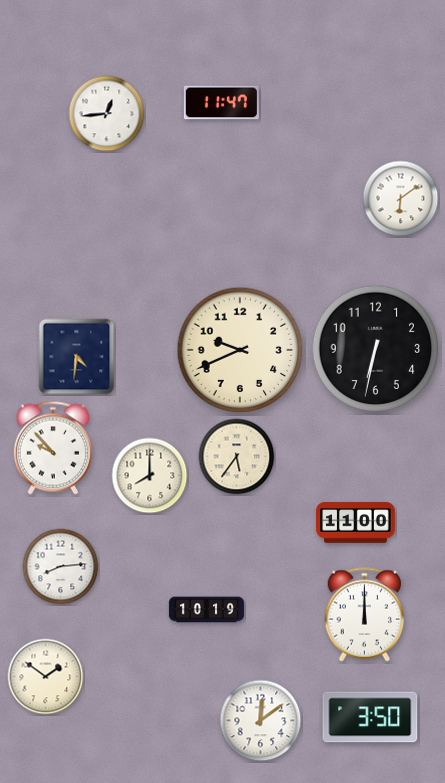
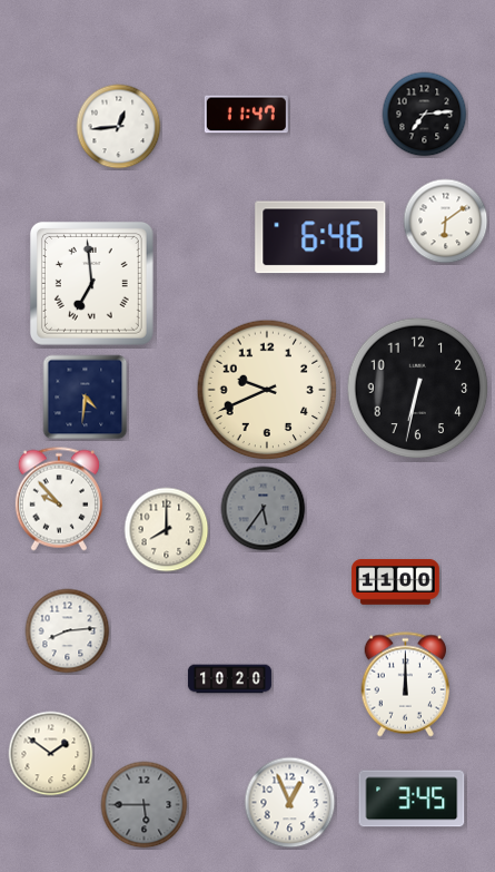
clock at (425, 115): none -> 7:14
clock at (320, 237): none -> 6:46
clock at (91, 283): none -> 6:59
clock at (237, 457) dial: cream -> grey
clock at (206, 610): 10:19 -> 10:20
clock at (370, 717): 3:50 -> 3:45
clock at (261, 721): 12:09 -> 12:56
clock at (145, 805): none -> 5:45
